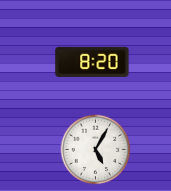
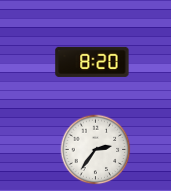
clock at (96, 150): 5:05 -> 2:36
